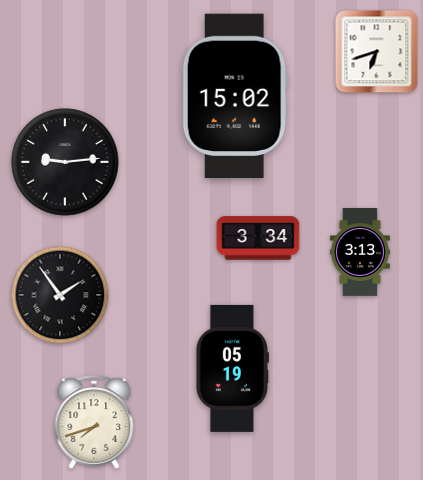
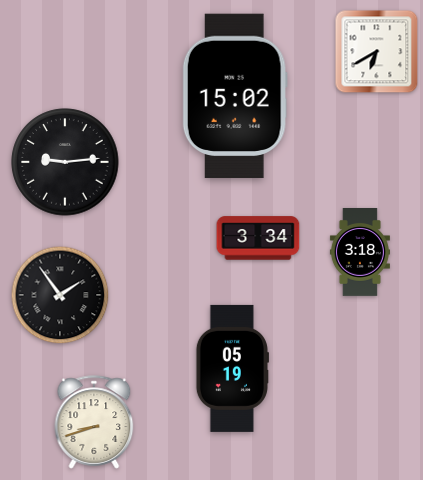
clock at (377, 52): 6:42 -> 6:40
clock at (360, 253): 3:13 -> 3:18
clock at (94, 422): 7:42 -> 8:42
